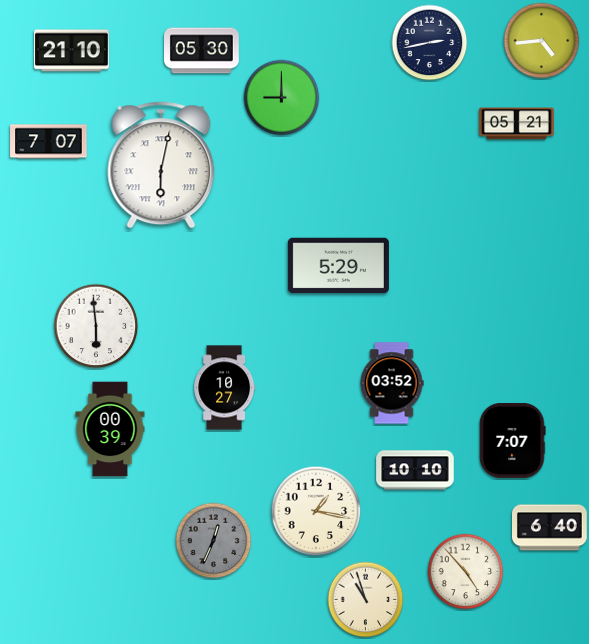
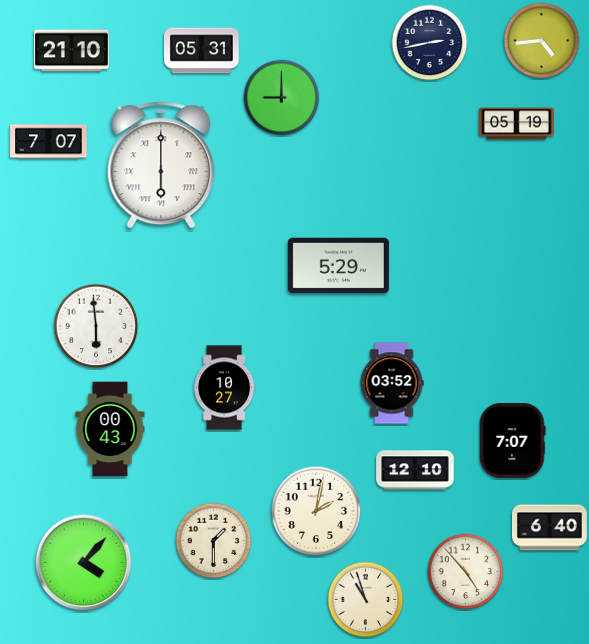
clock at (202, 51): 05:30 -> 05:31
clock at (517, 124): 05:21 -> 05:19
clock at (161, 165): 6:02 -> 6:00
clock at (110, 429): 00:39 -> 00:43
clock at (415, 470): 10:10 -> 12:10
clock at (316, 511): 1:17 -> 2:02
clock at (214, 541): 12:34 -> 1:30
clock at (214, 541) dial: grey -> cream
clock at (84, 563): none -> 4:07
